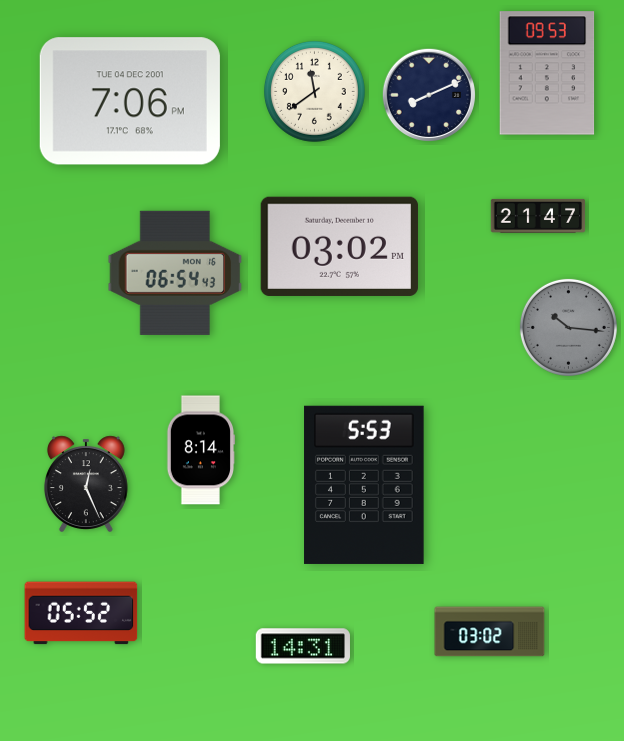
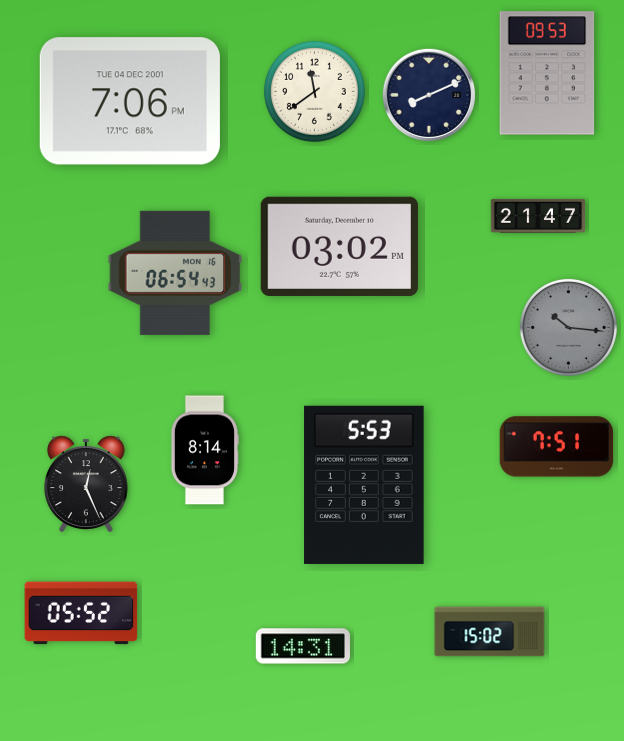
clock at (557, 447): none -> 7:51
clock at (200, 450) position: (200, 450) -> (204, 450)
clock at (490, 632): 03:02 -> 15:02
